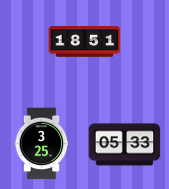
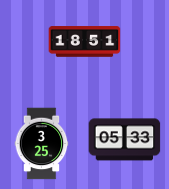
clock at (125, 145) position: (125, 145) -> (125, 140)
